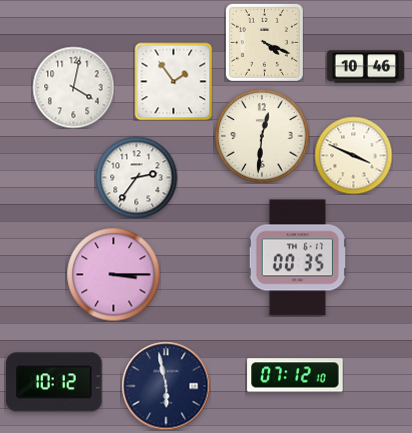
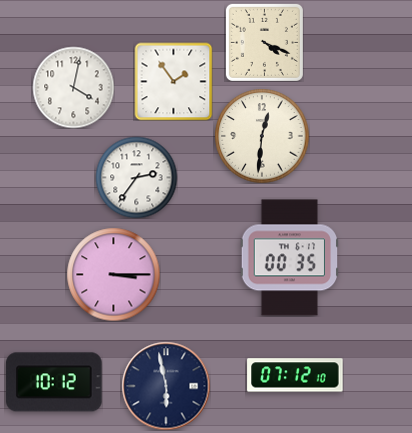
clock at (365, 67): 10:46 -> none
clock at (353, 155): 3:49 -> none
clock at (297, 258) position: (297, 258) -> (289, 258)
